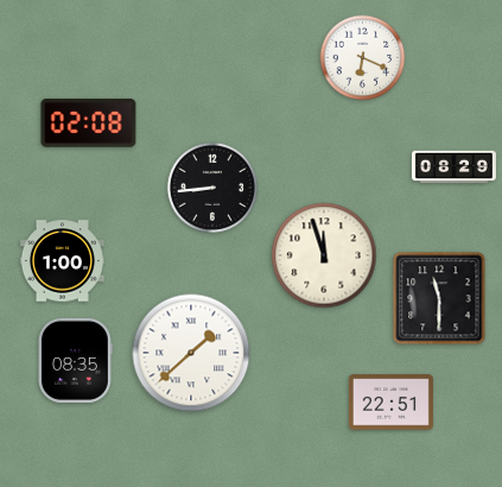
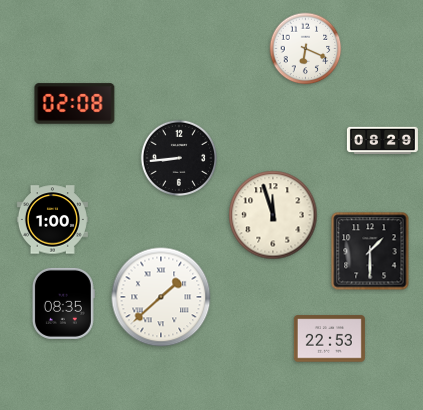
clock at (439, 298): 11:30 -> 1:30
clock at (390, 403): 22:51 -> 22:53
